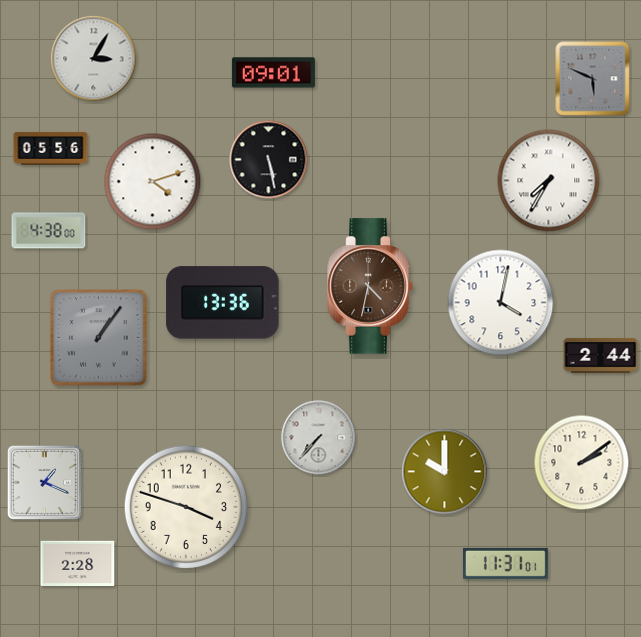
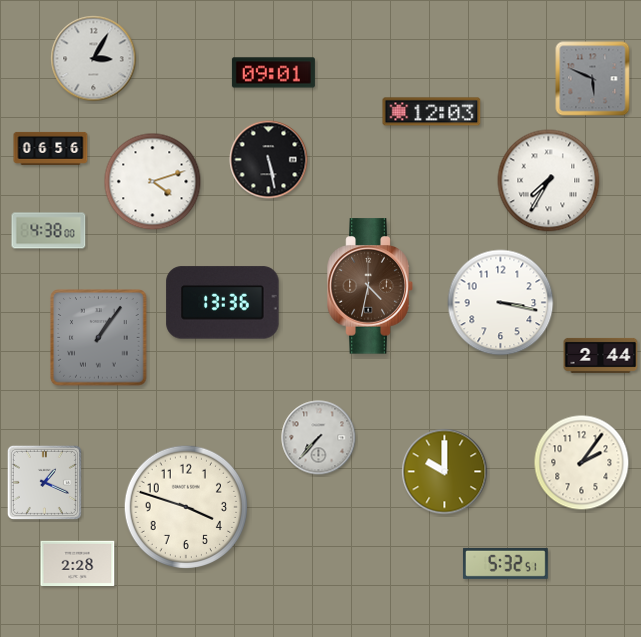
clock at (432, 112): none -> 12:03
clock at (51, 148): 05:56 -> 06:56
clock at (501, 303): 4:02 -> 3:17
clock at (582, 463): 2:09 -> 2:06
clock at (505, 563): 11:31 -> 5:32
